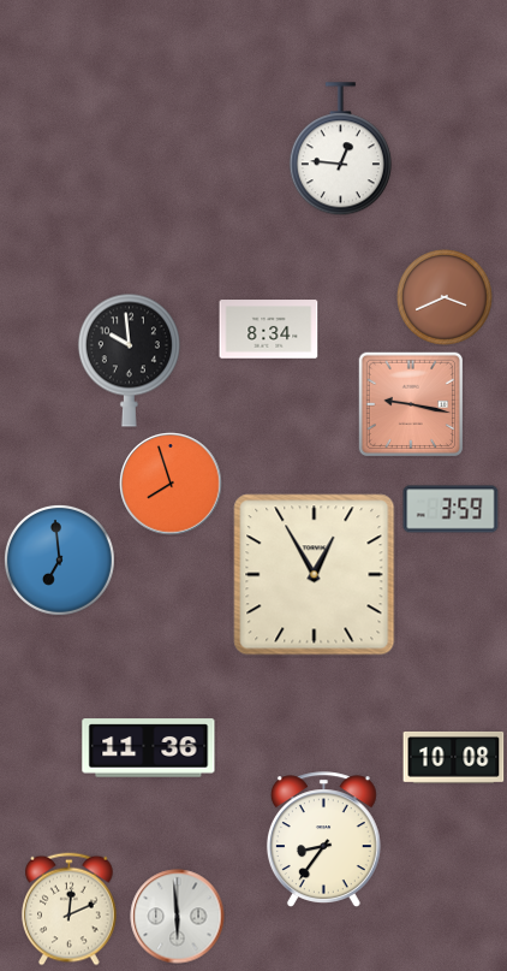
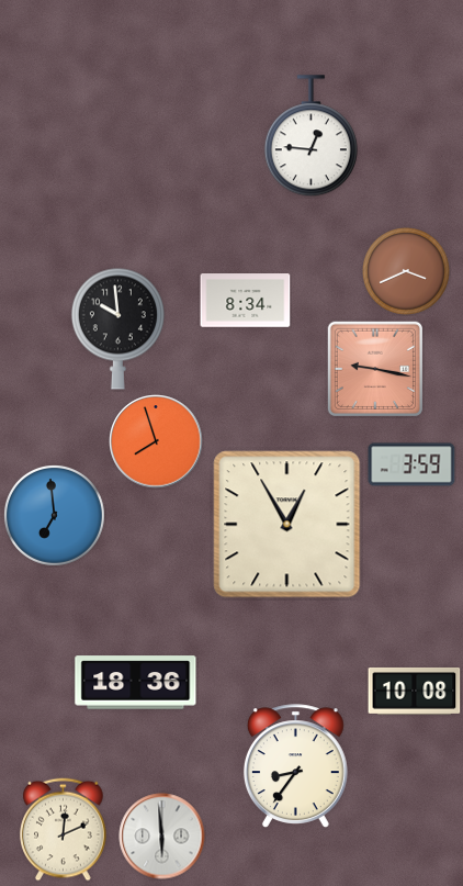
clock at (59, 559) position: (59, 559) -> (54, 515)
clock at (149, 748): 11:36 -> 18:36
